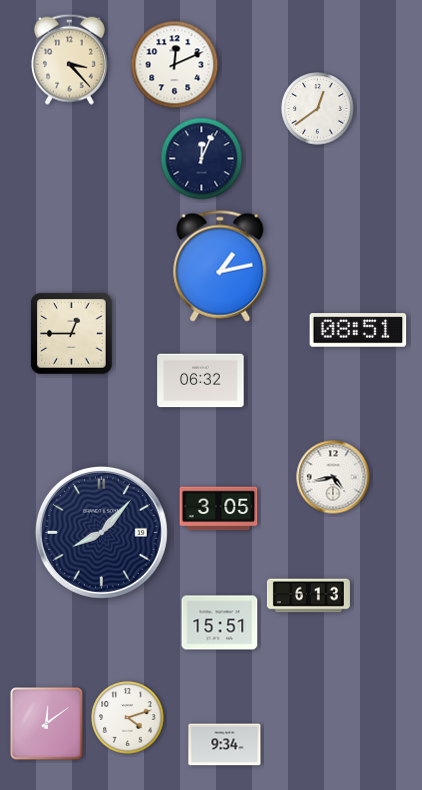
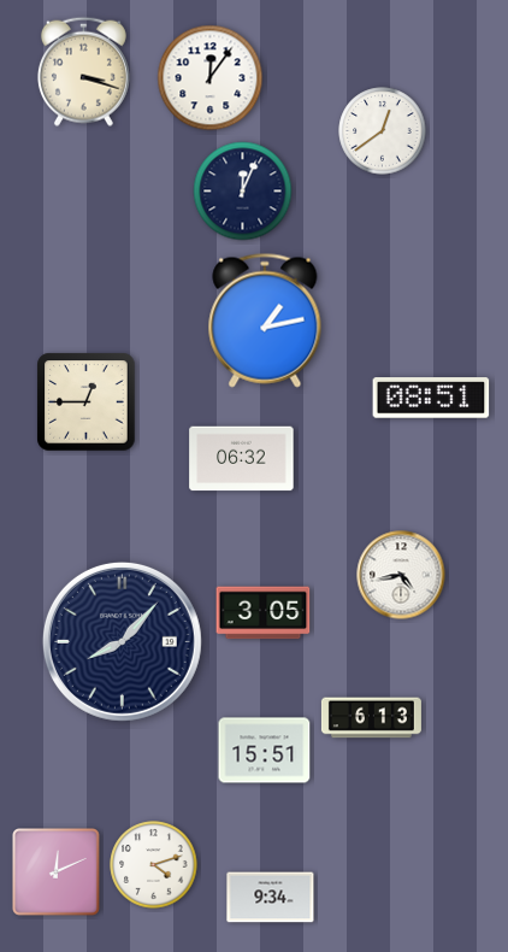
clock at (69, 59): 3:23 -> 3:18
clock at (175, 65): 12:11 -> 12:06
clock at (47, 724): 12:09 -> 12:11
